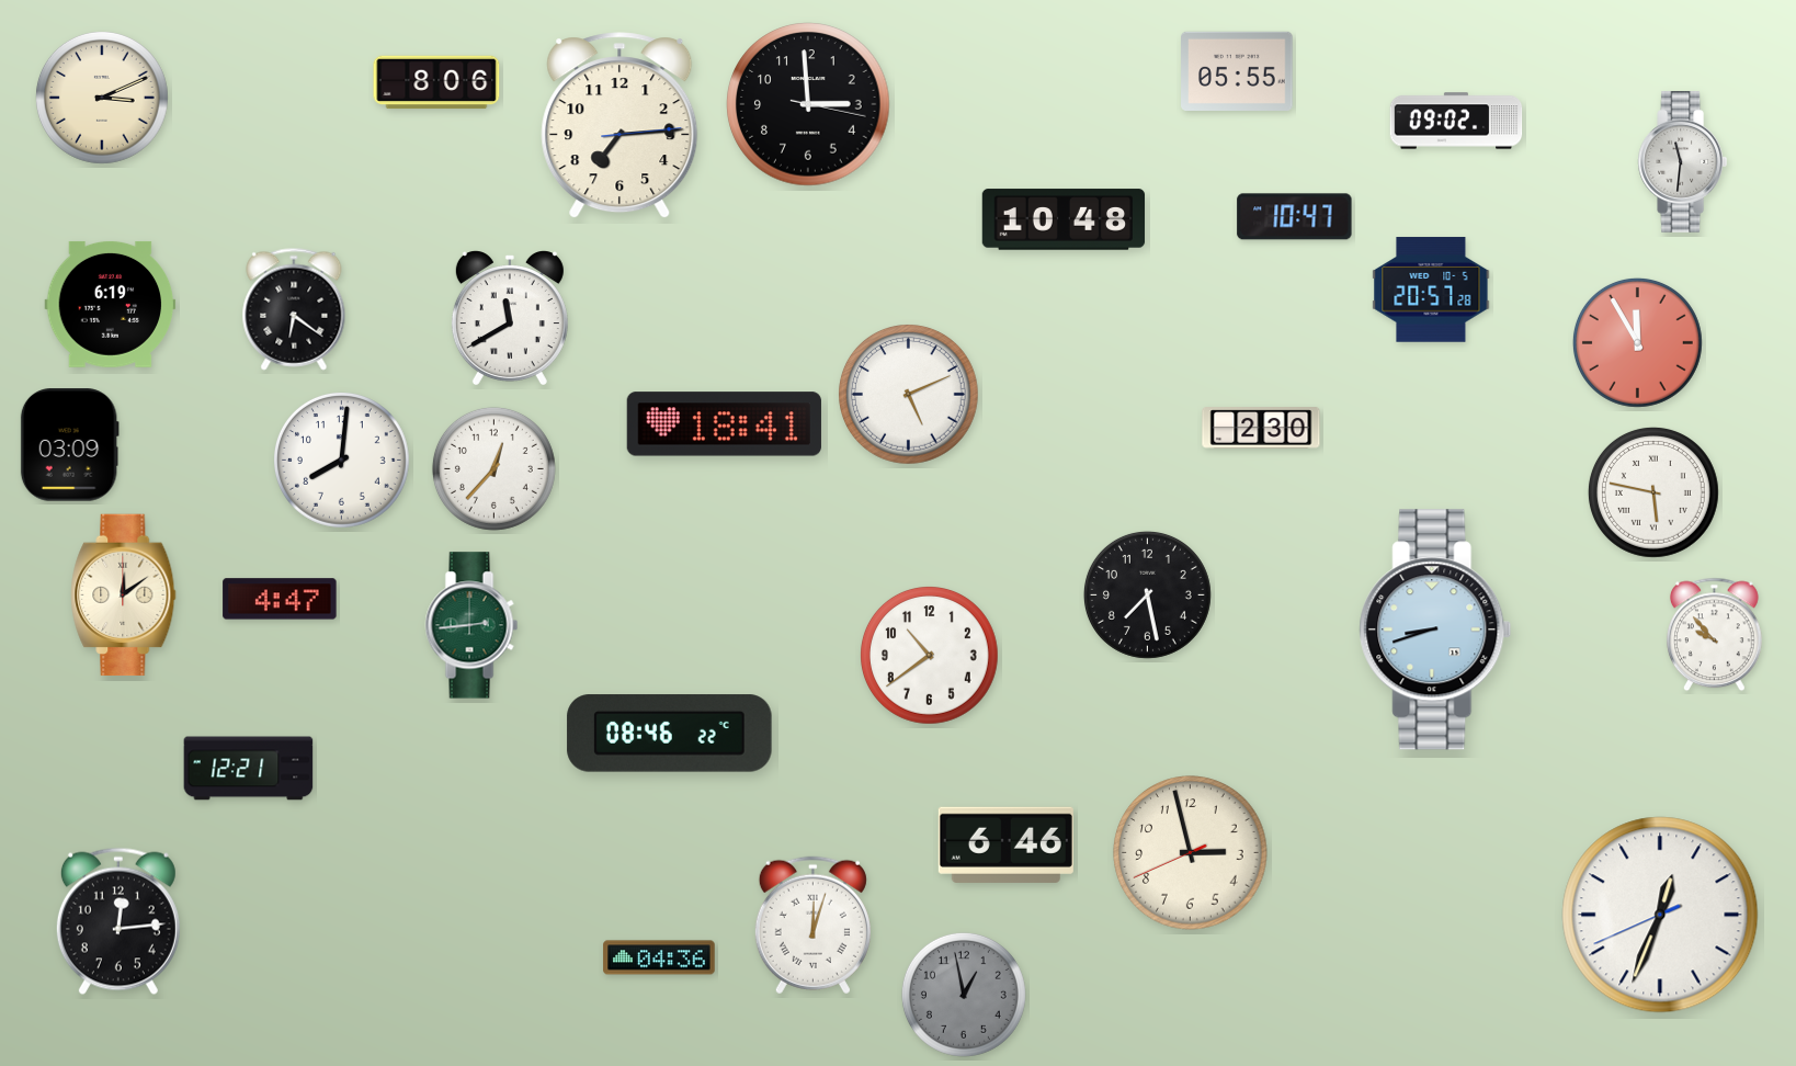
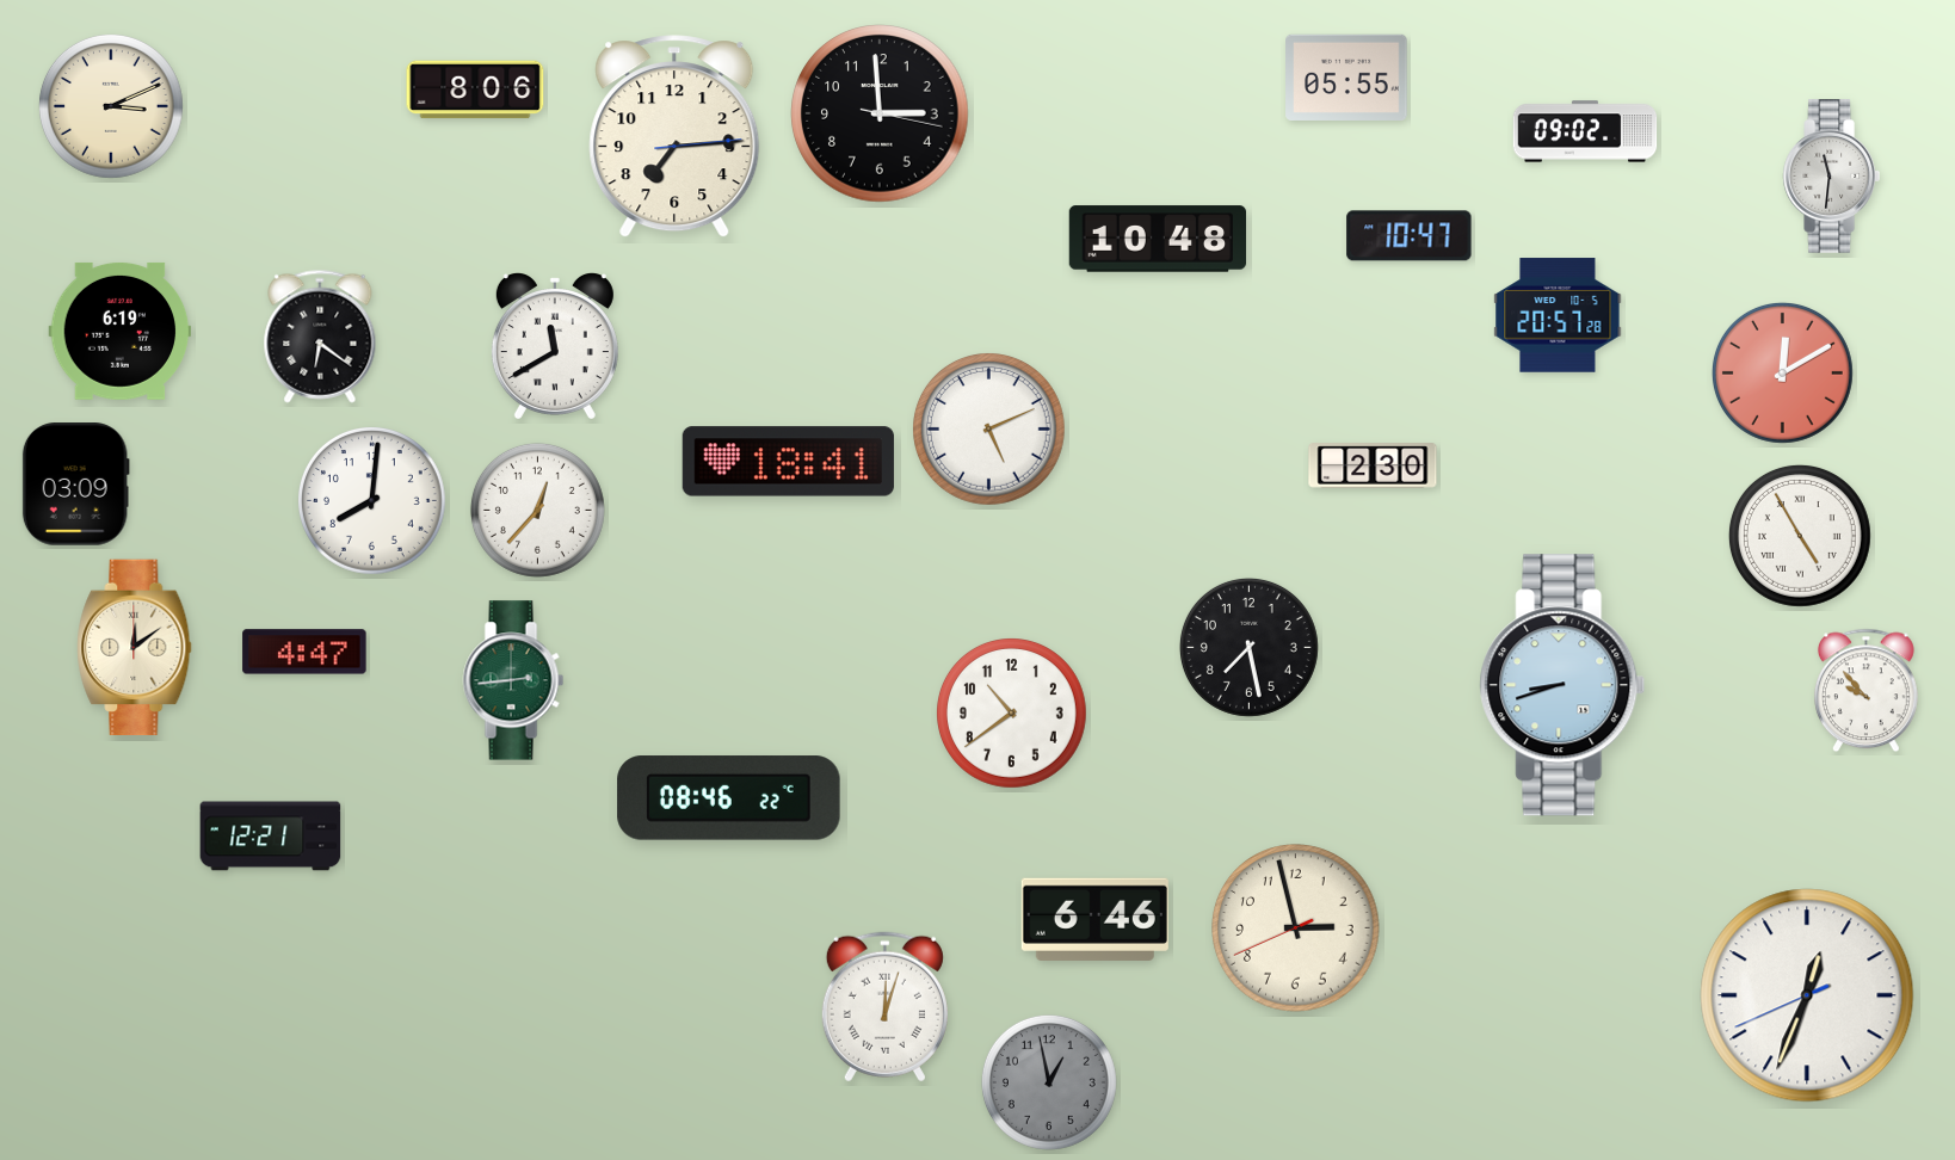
clock at (1637, 342): 11:55 -> 12:10
clock at (1653, 492): 5:47 -> 4:55
clock at (118, 921): 12:14 -> none
clock at (659, 957): 04:36 -> none
